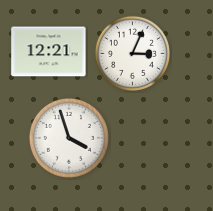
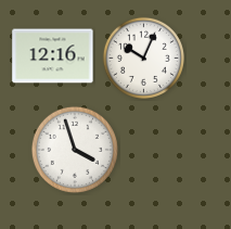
clock at (49, 52): 12:21 -> 12:16
clock at (132, 53): 3:04 -> 10:04
